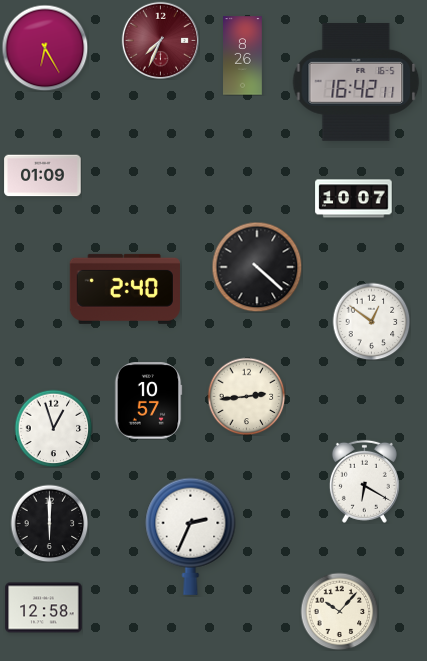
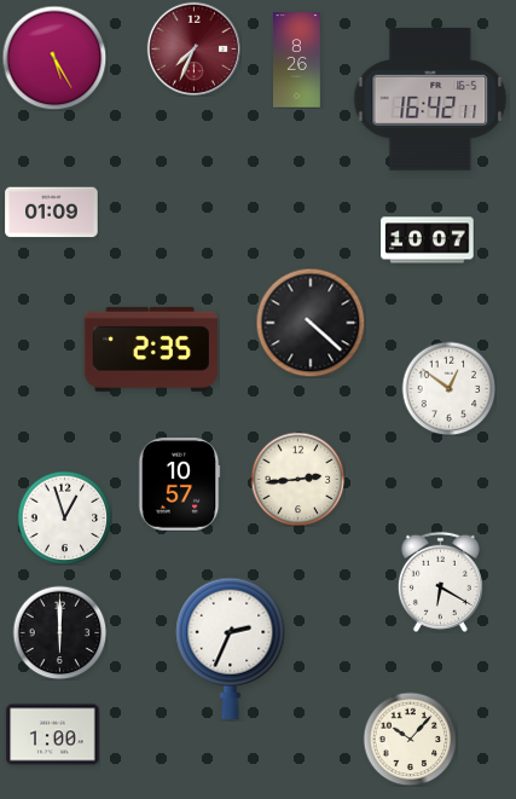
clock at (45, 48): 6:25 -> 5:25
clock at (243, 56) position: (243, 56) -> (297, 60)
clock at (125, 289): 2:40 -> 2:35
clock at (44, 608): 12:58 -> 1:00
